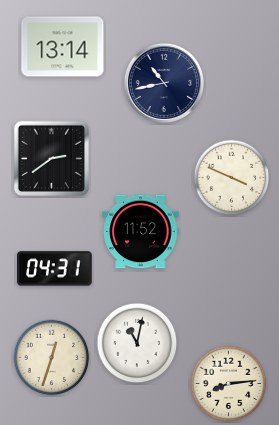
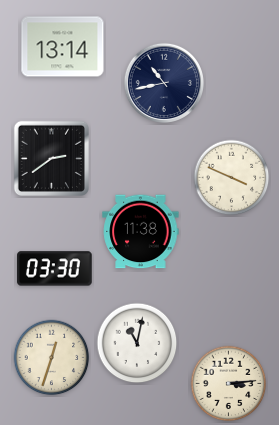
clock at (141, 232): 11:52 -> 11:38
clock at (55, 269): 04:31 -> 03:30
clock at (229, 384): 8:14 -> 3:14
